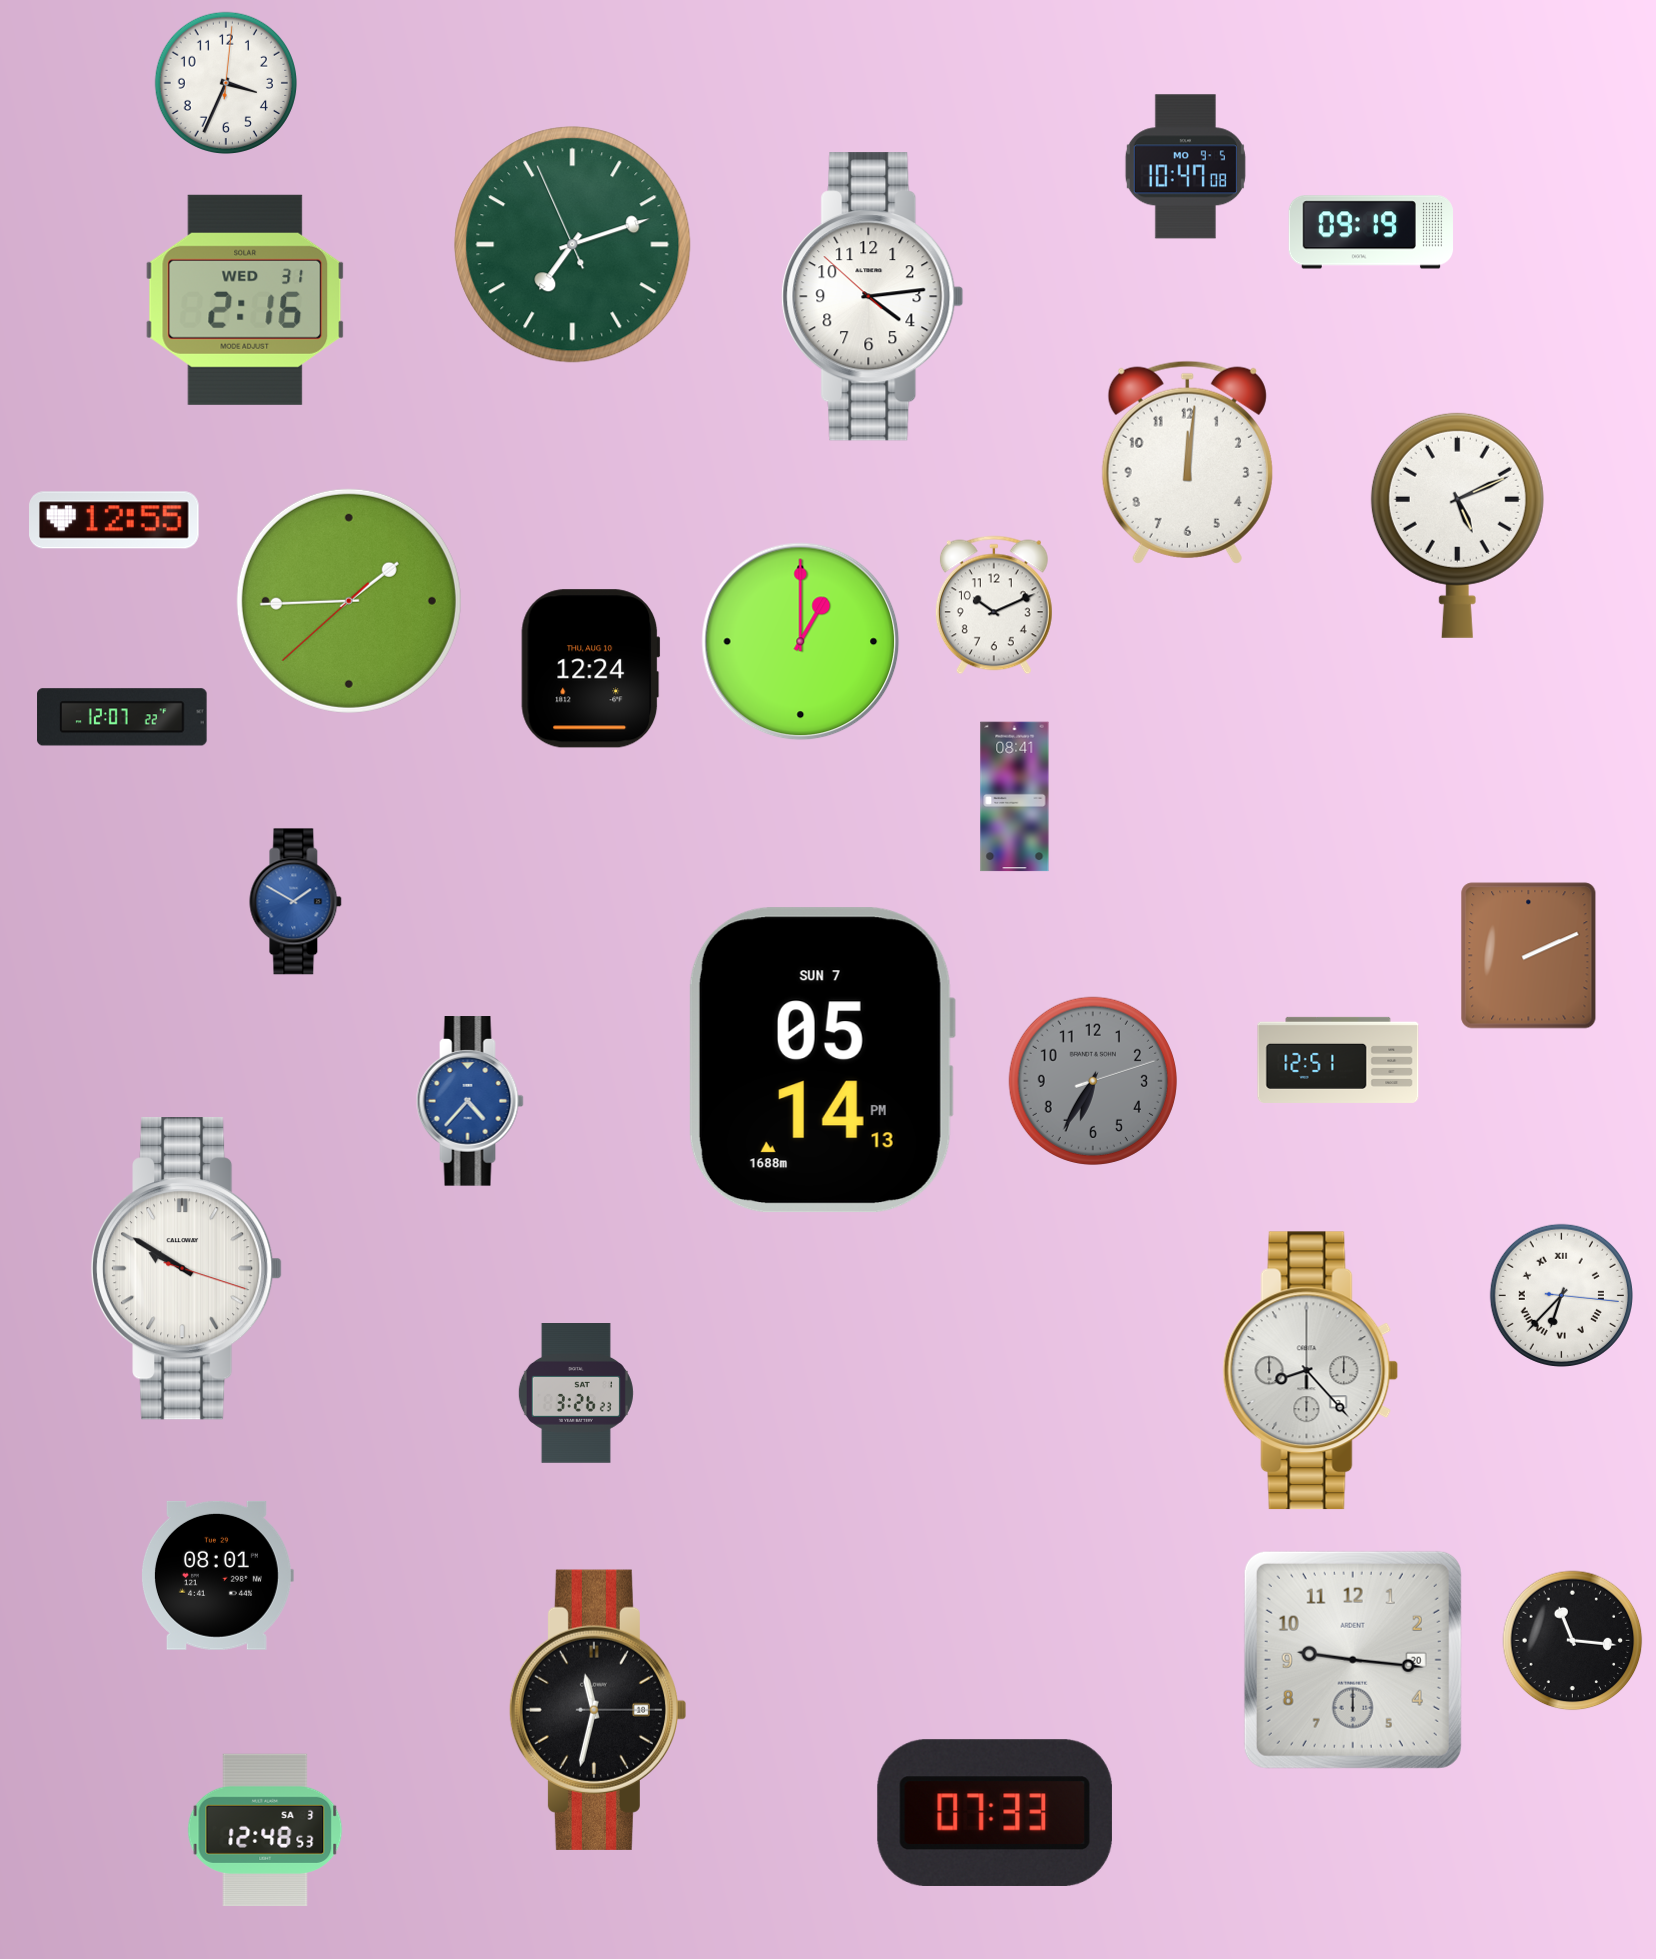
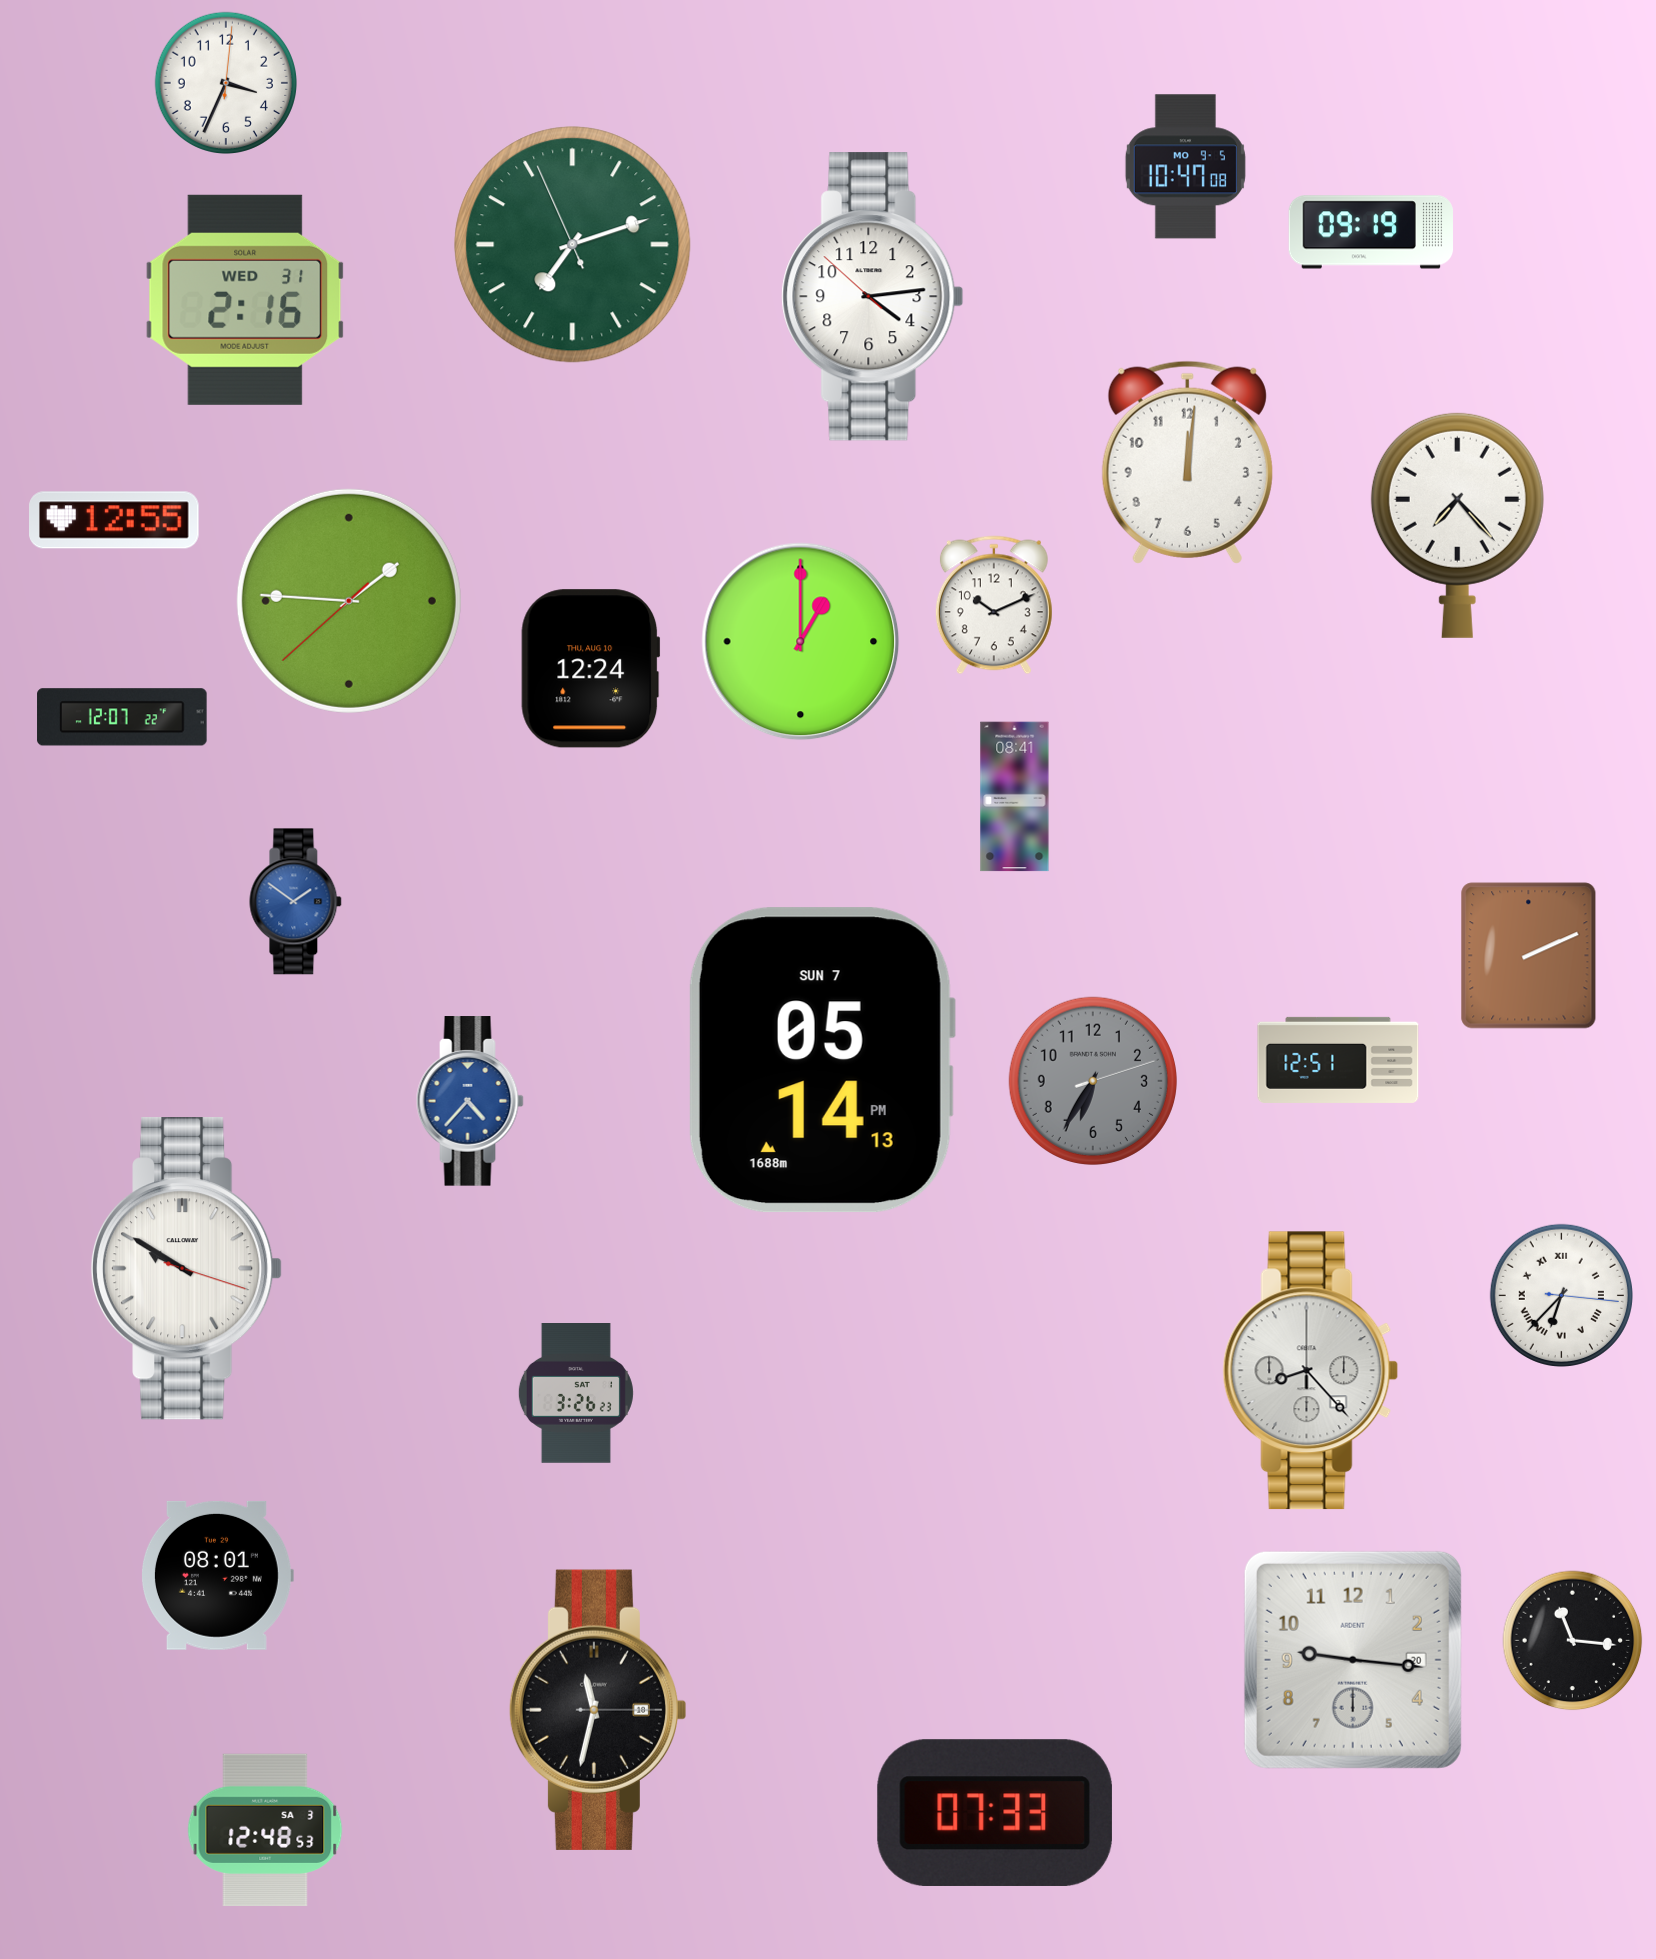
clock at (1457, 525): 5:11 -> 7:23
clock at (349, 601): 1:44 -> 1:45
clock at (296, 902): 1:50 -> 1:51
